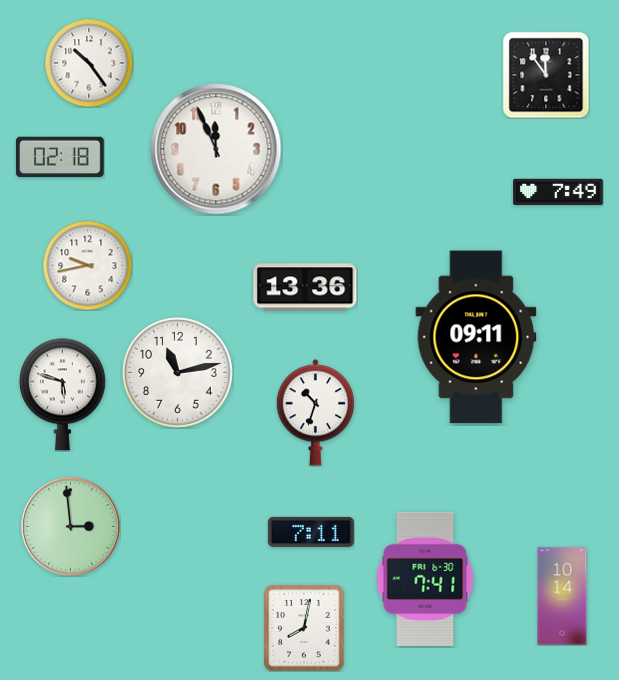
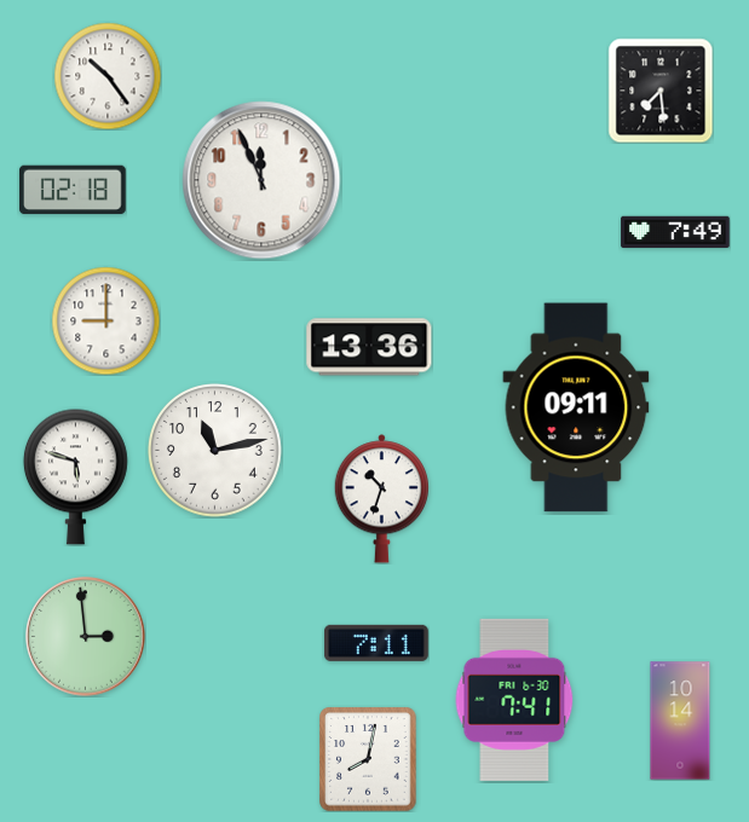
clock at (546, 75): 11:54 -> 7:29
clock at (87, 265): 9:43 -> 9:00
